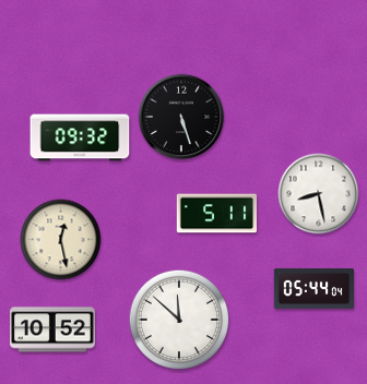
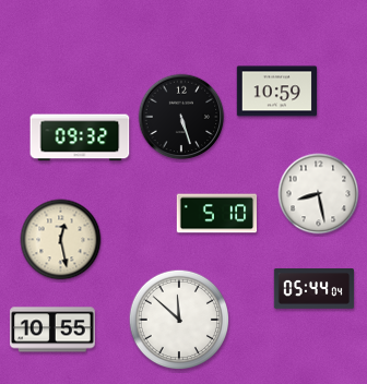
clock at (277, 92): none -> 10:59
clock at (217, 214): 5:11 -> 5:10
clock at (54, 329): 10:52 -> 10:55
